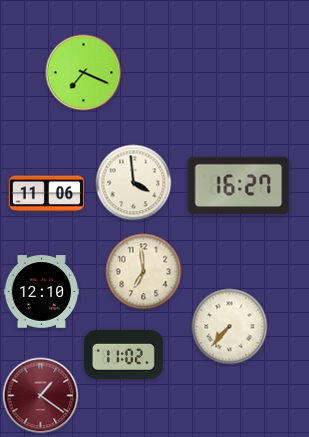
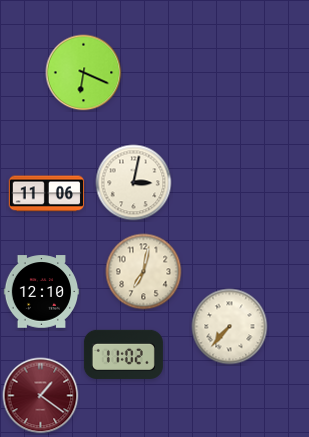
clock at (84, 73): 7:19 -> 6:19
clock at (134, 183): 3:59 -> 3:02
clock at (239, 185): 16:27 -> none
clock at (144, 272): 6:59 -> 7:02
